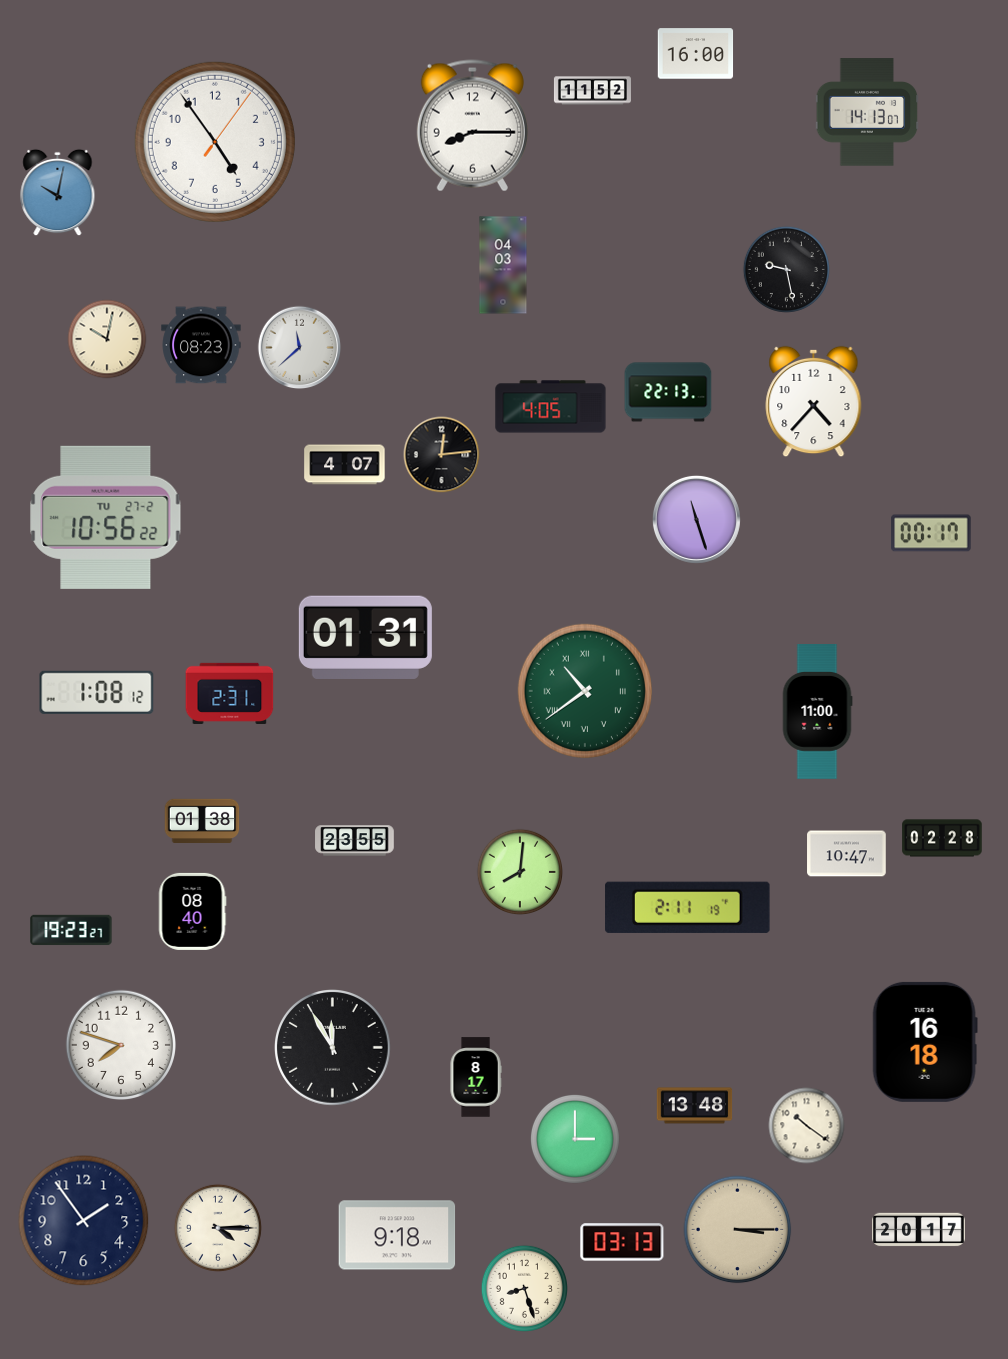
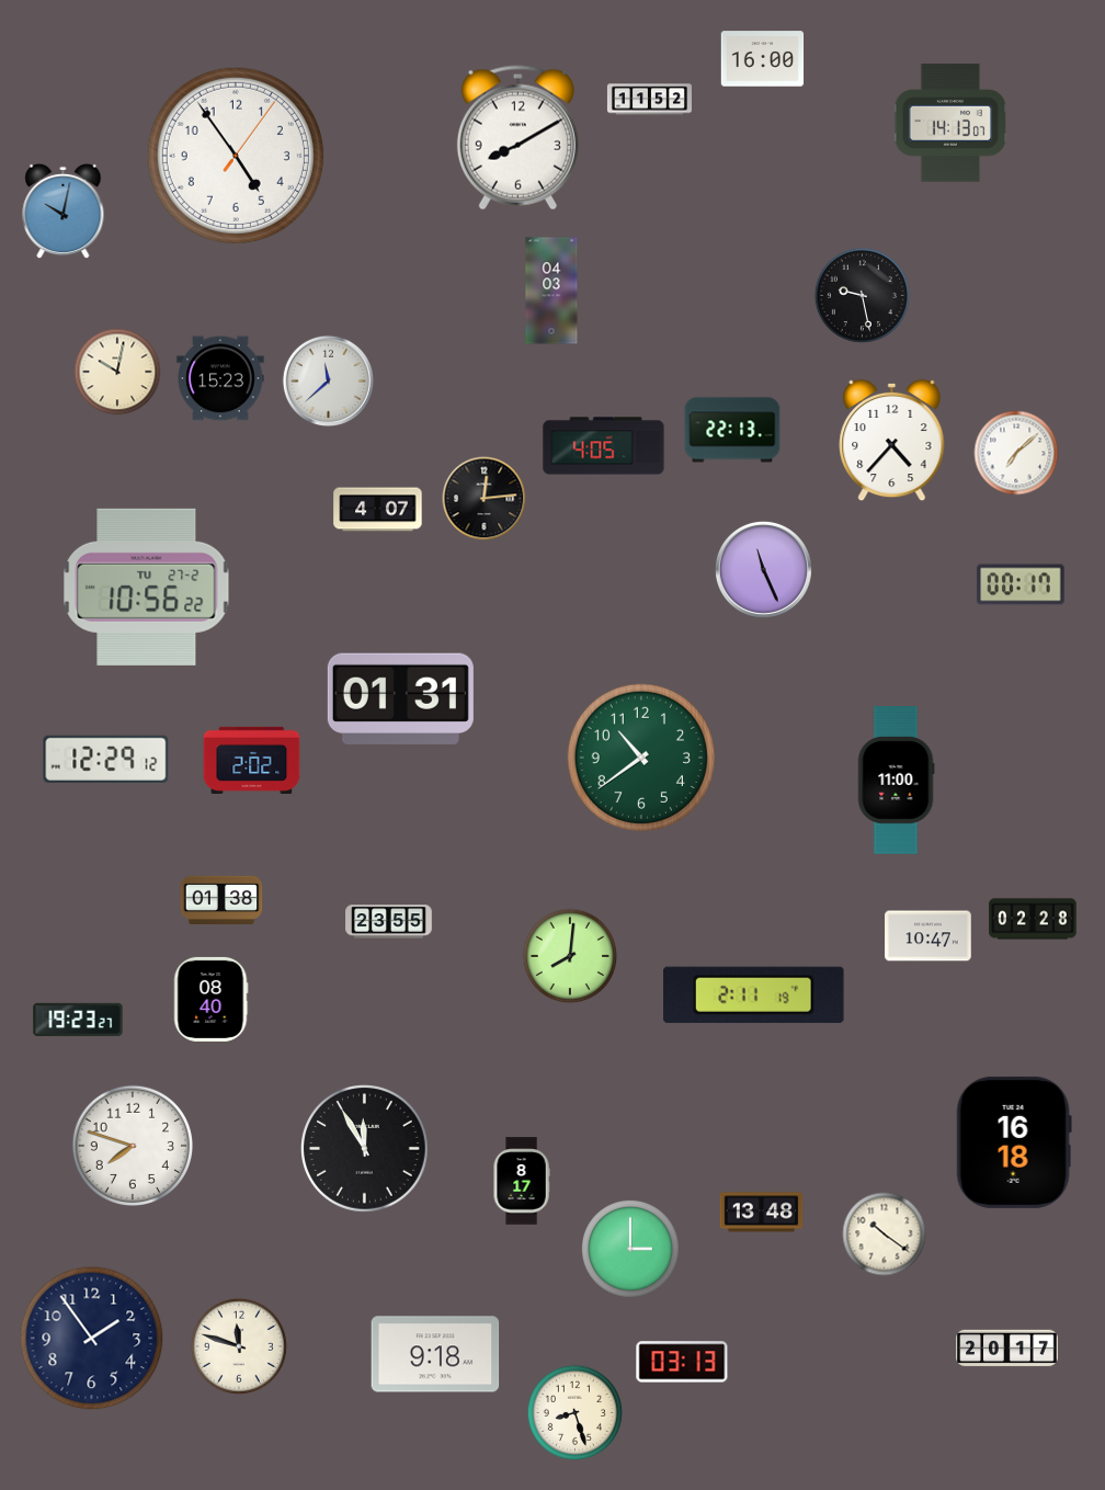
clock at (472, 126): 8:15 -> 8:10
clock at (201, 345): 08:23 -> 15:23
clock at (1016, 453): none -> 7:08
clock at (106, 517) position: (106, 517) -> (147, 587)
clock at (696, 519): 11:27 -> 11:26
clock at (585, 691) numerals: Roman -> Arabic
clock at (97, 692): 1:08 -> 12:29
clock at (230, 693): 2:31 -> 2:02
clock at (218, 1228): 4:15 -> 11:48
clock at (738, 1230): 3:15 -> none
